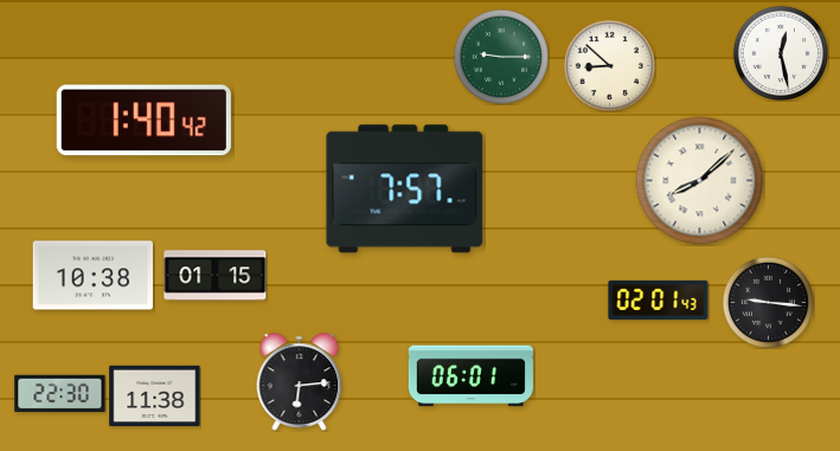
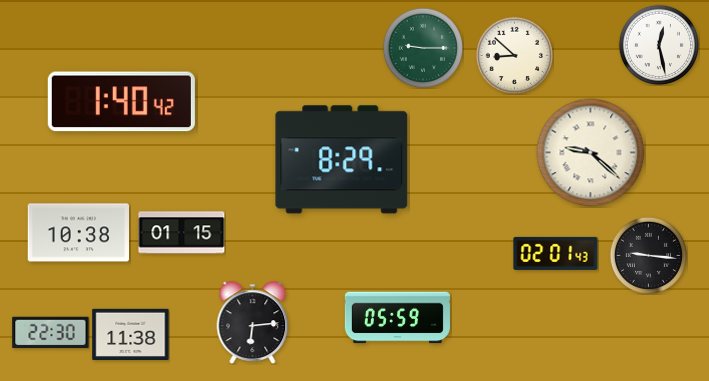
clock at (700, 181): 8:08 -> 9:22
clock at (405, 189): 7:57 -> 8:29
clock at (470, 376): 06:01 -> 05:59
